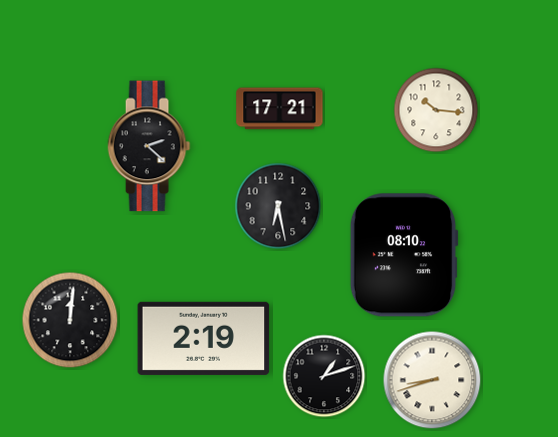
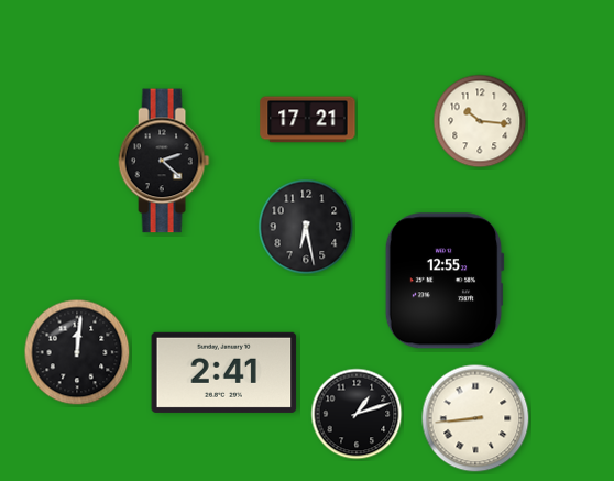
clock at (404, 255): 08:10 -> 12:55
clock at (204, 338): 2:19 -> 2:41
clock at (432, 380): 8:42 -> 8:44
